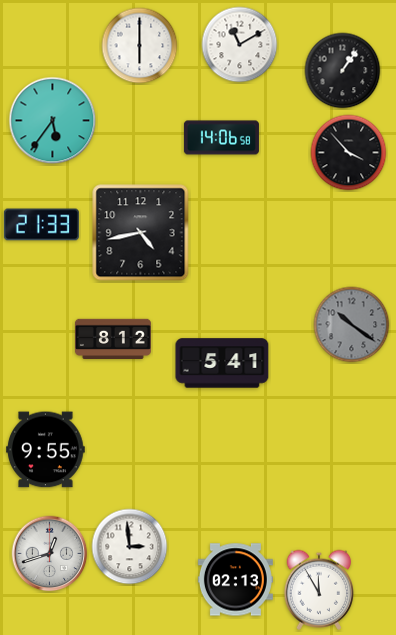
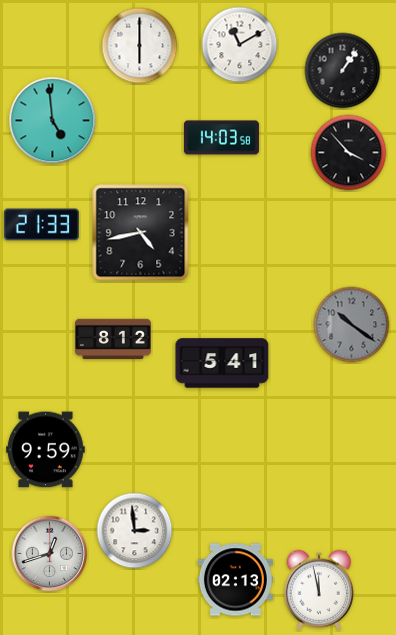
clock at (53, 121): 5:36 -> 4:59
clock at (221, 138): 14:06 -> 14:03
clock at (46, 450): 9:55 -> 9:59
clock at (130, 547) position: (130, 547) -> (135, 531)
clock at (319, 590): 11:55 -> 11:58
